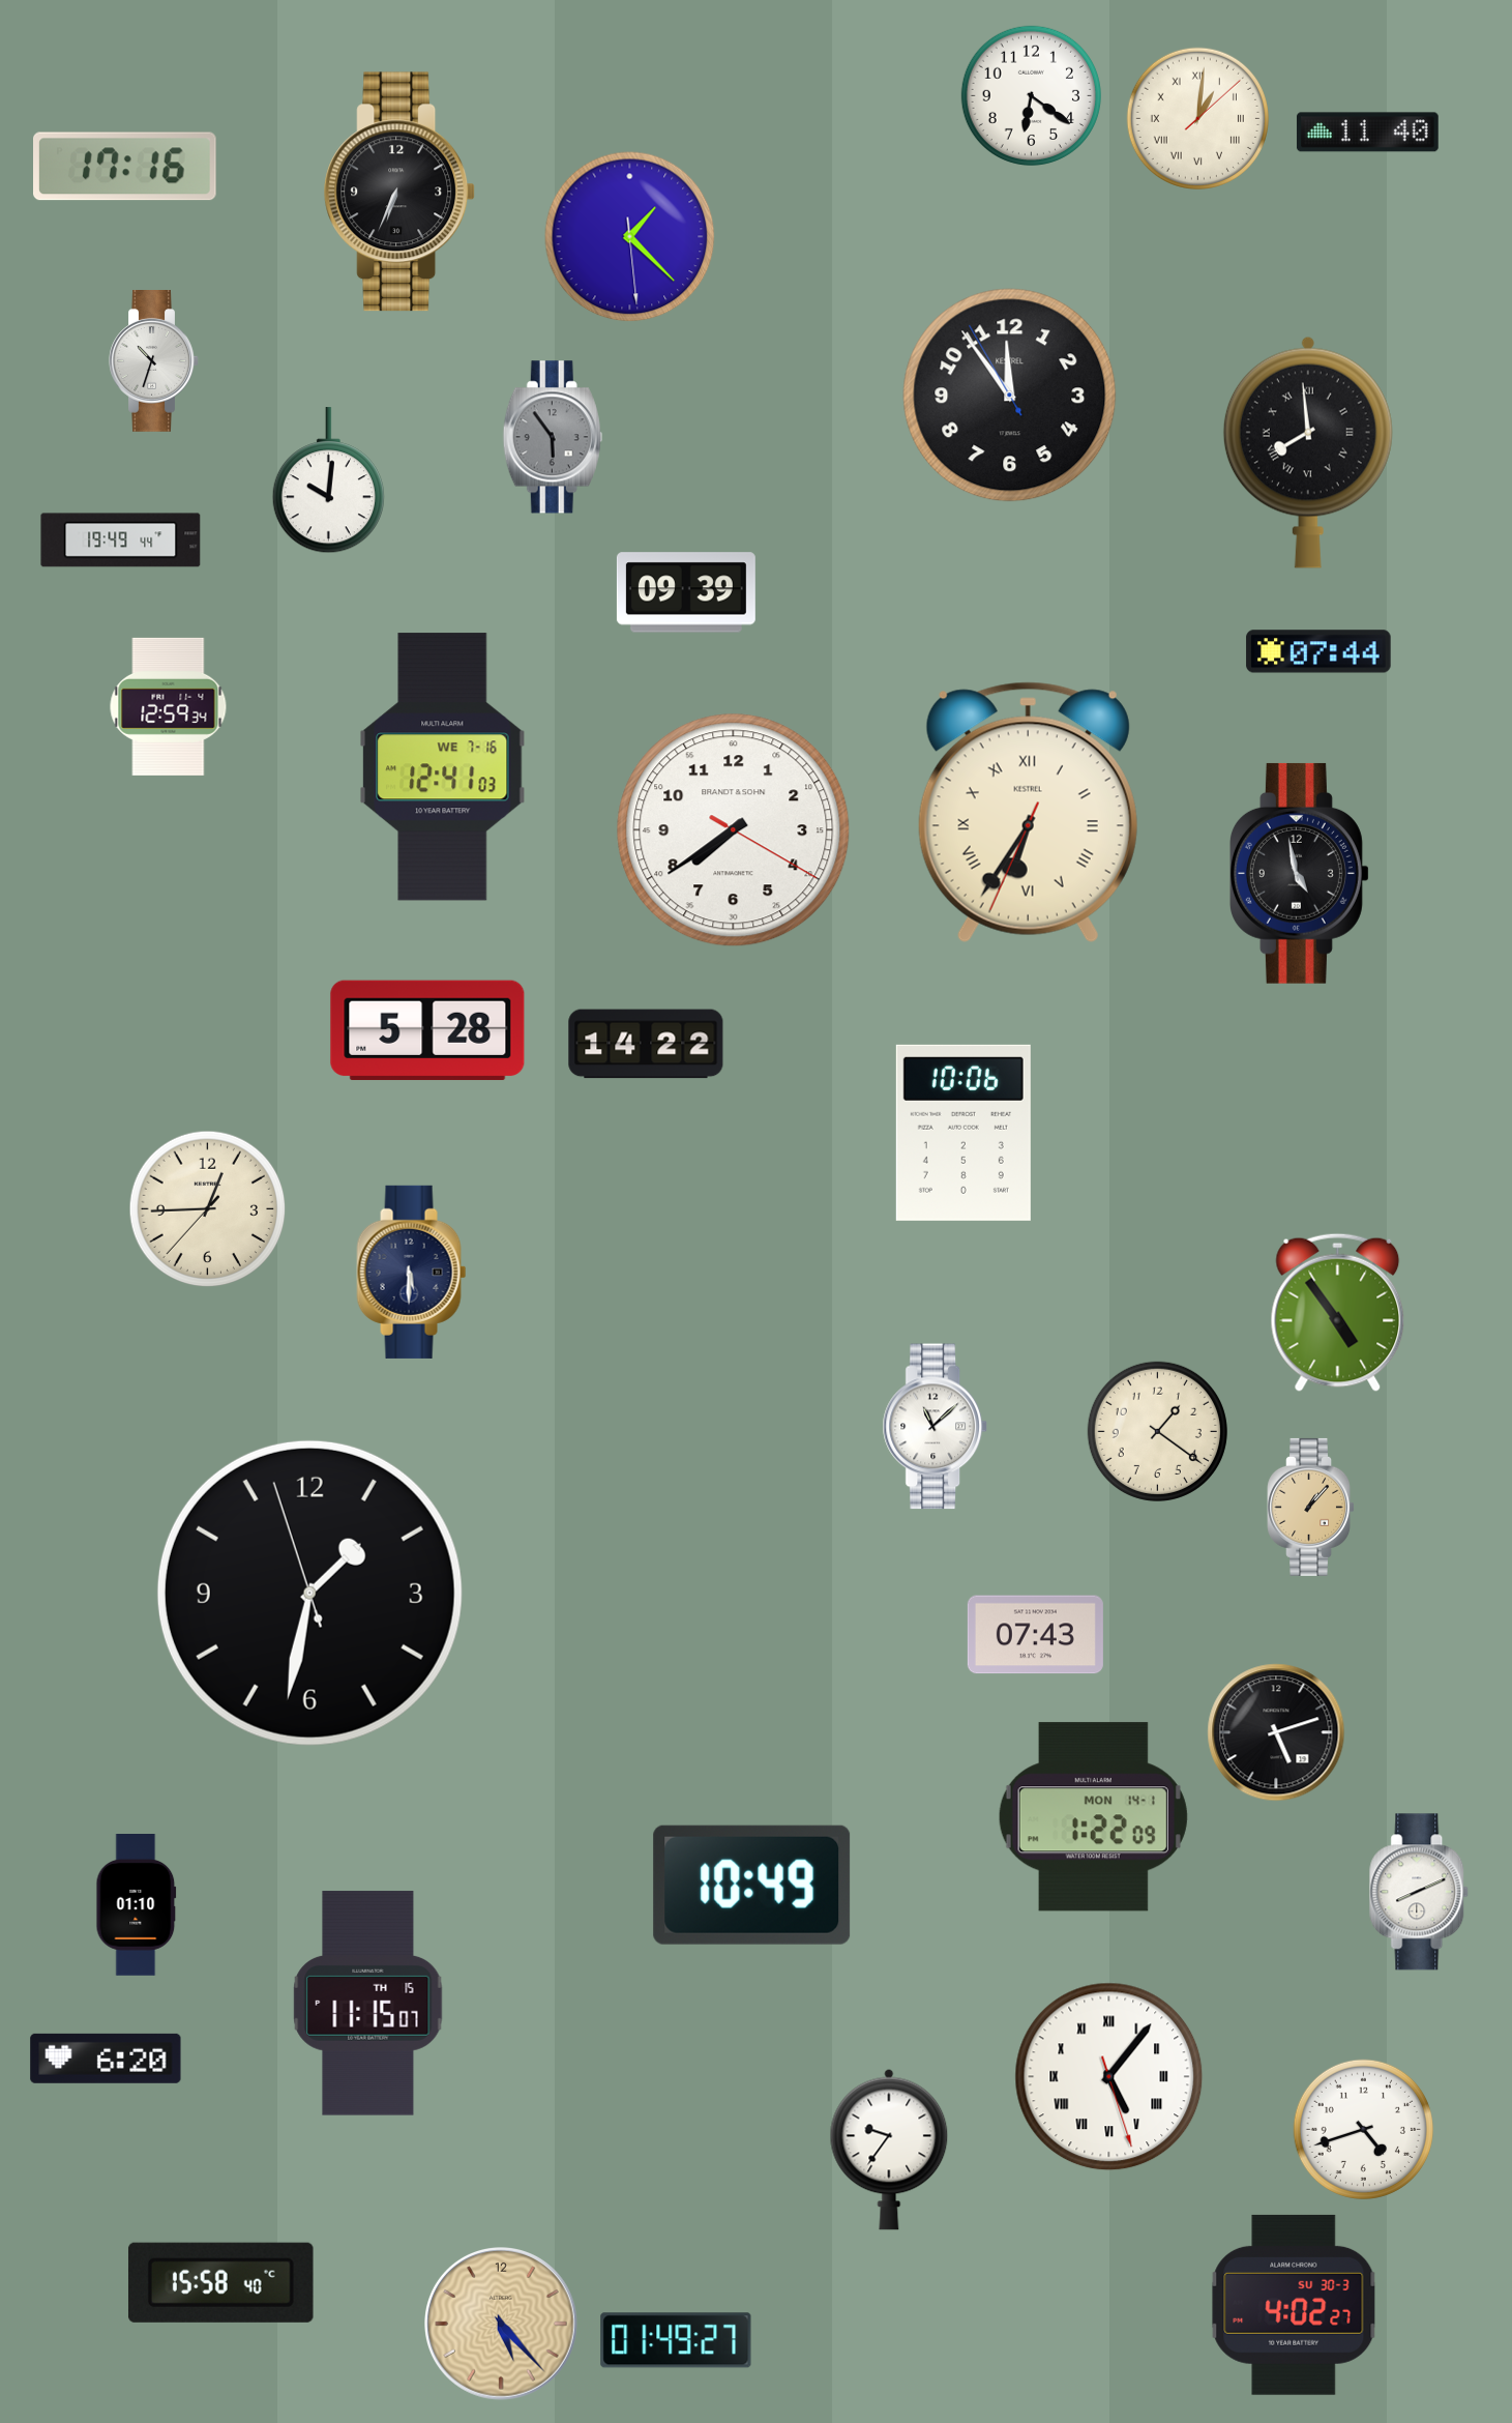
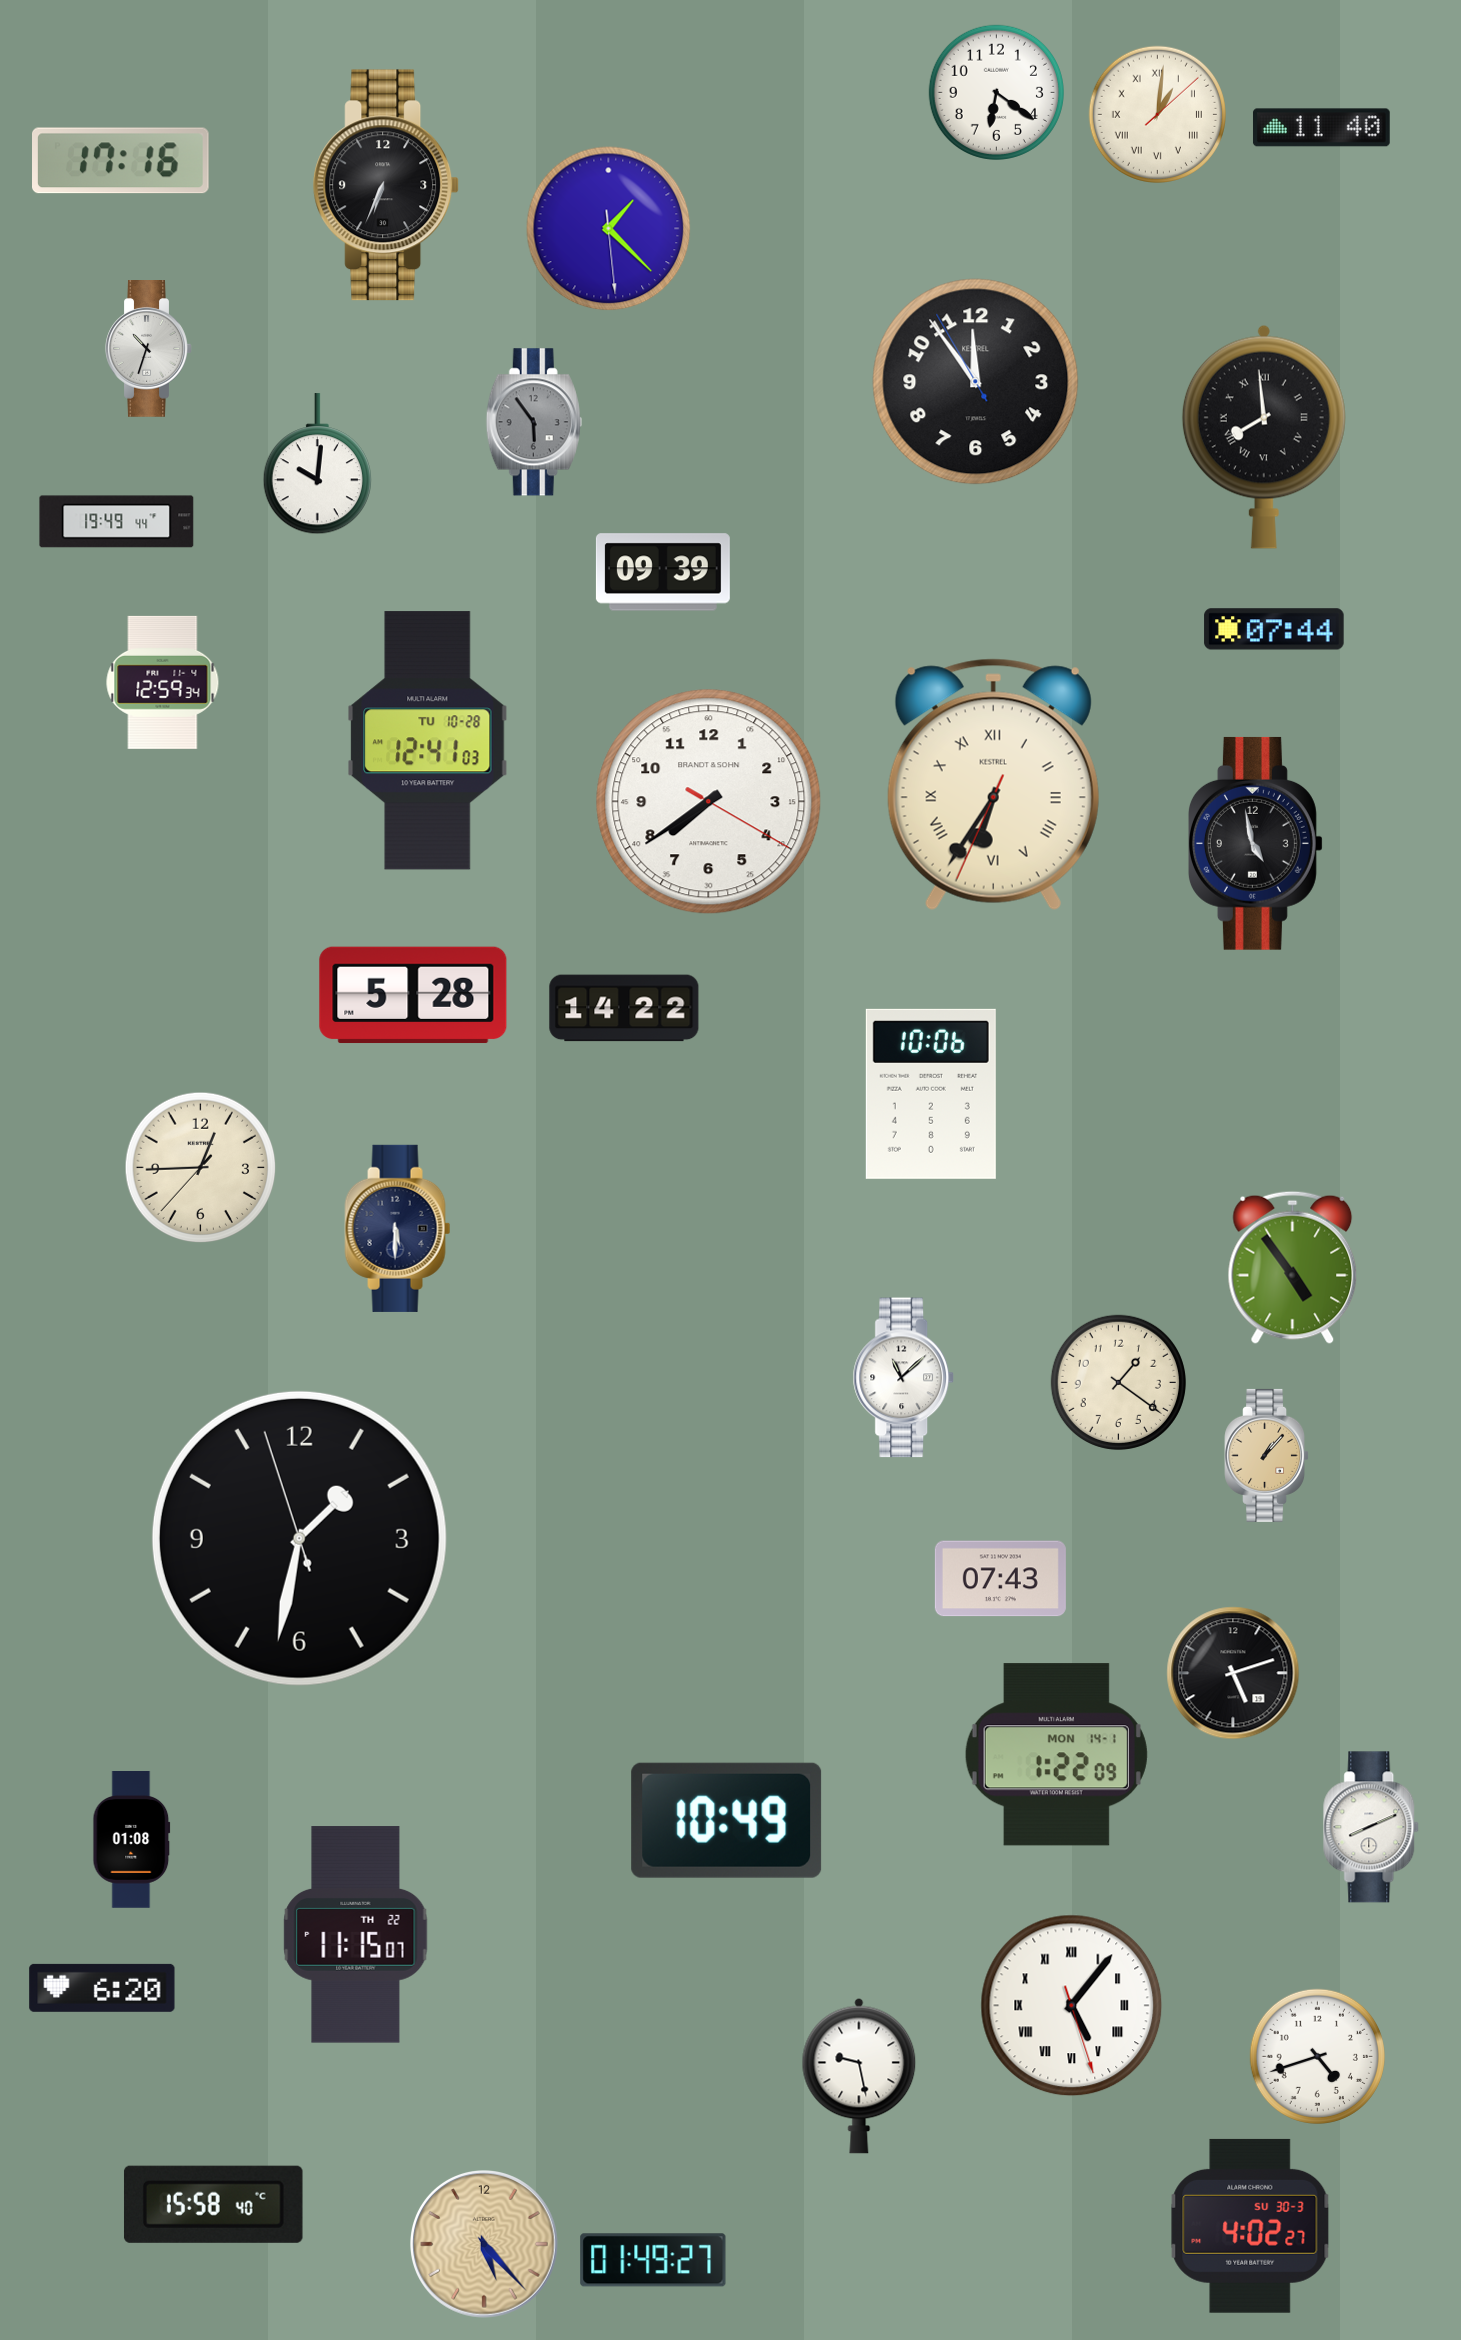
clock at (443, 767) date: WE 7-16 -> TU 10-28
clock at (137, 1905): 01:10 -> 01:08
clock at (368, 2004) date: TH 15 -> TH 22
clock at (889, 2150): 9:36 -> 9:28
